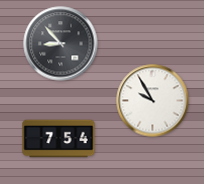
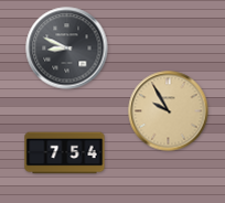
clock at (61, 44): 8:53 -> 8:49
clock at (153, 101) dial: white -> champagne
